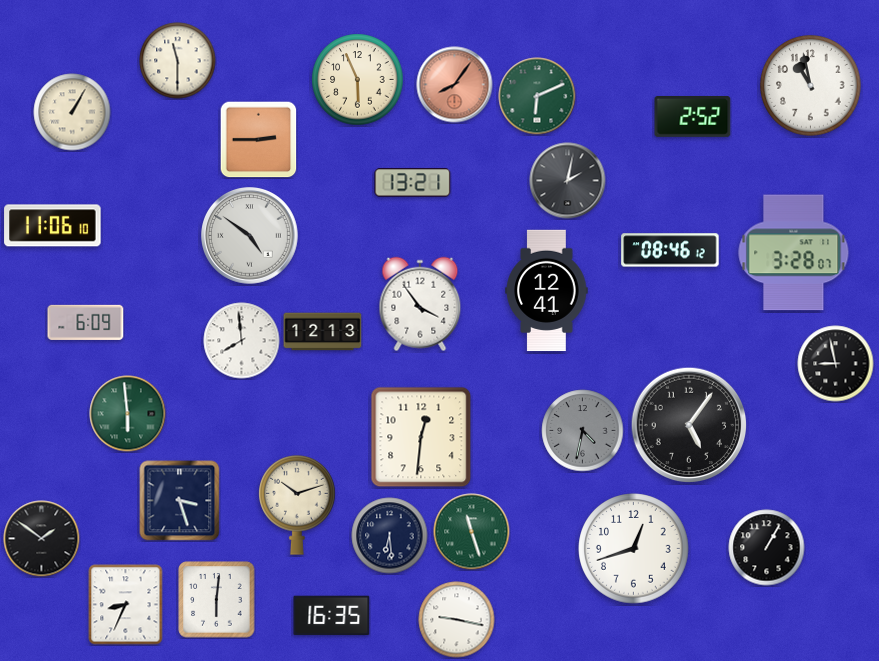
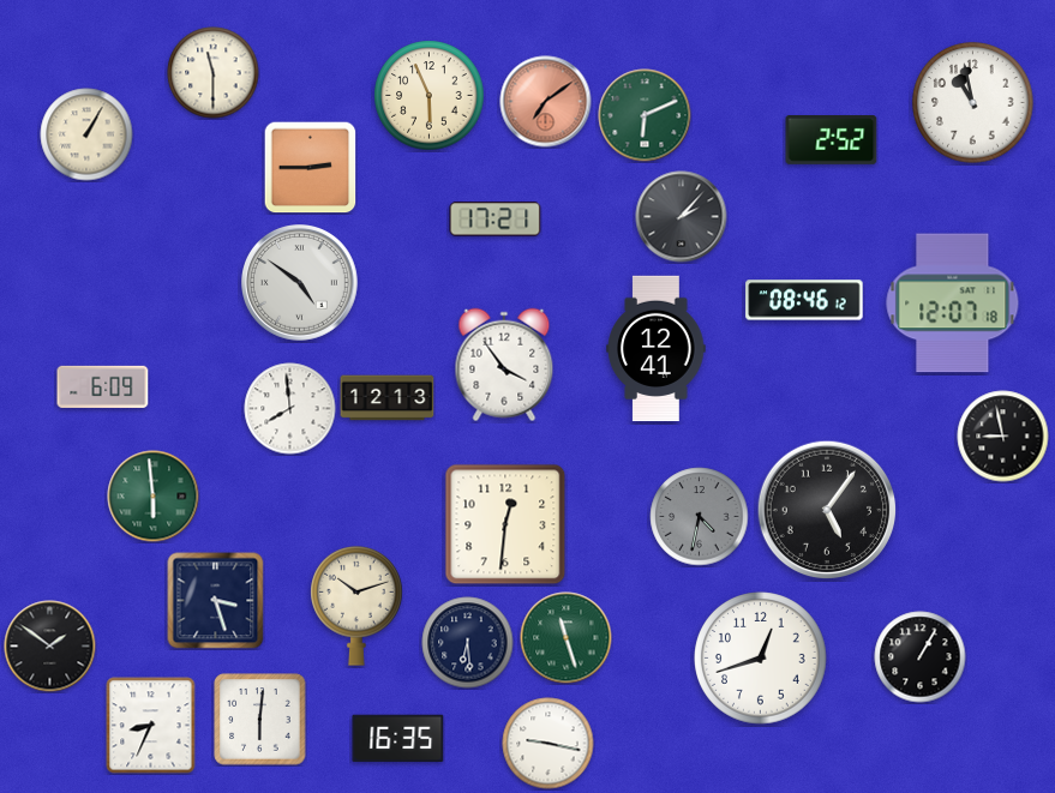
clock at (455, 85): 8:06 -> 7:09
clock at (568, 181): 2:02 -> 2:07
clock at (413, 183): 13:21 -> 17:21
clock at (53, 226): 11:06 -> none
clock at (794, 253): 3:28 -> 12:07
